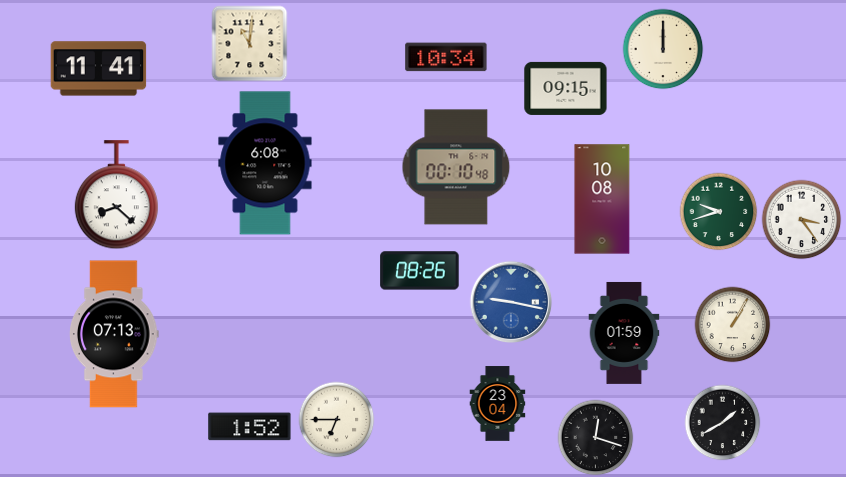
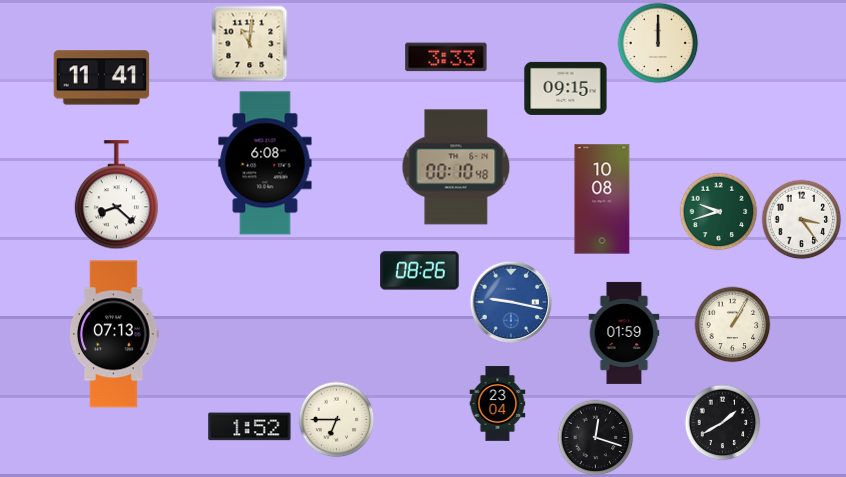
clock at (663, 49) position: (663, 49) -> (658, 43)
clock at (446, 57): 10:34 -> 3:33
clock at (99, 69) position: (99, 69) -> (102, 78)
